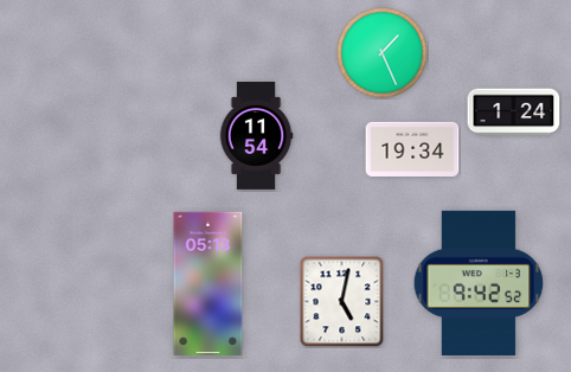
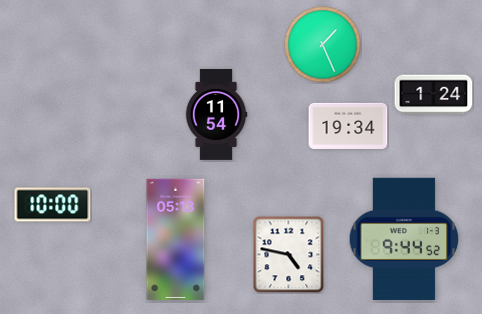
clock at (53, 205): none -> 10:00
clock at (479, 283): 9:42 -> 9:44
clock at (342, 301): 5:02 -> 4:47
